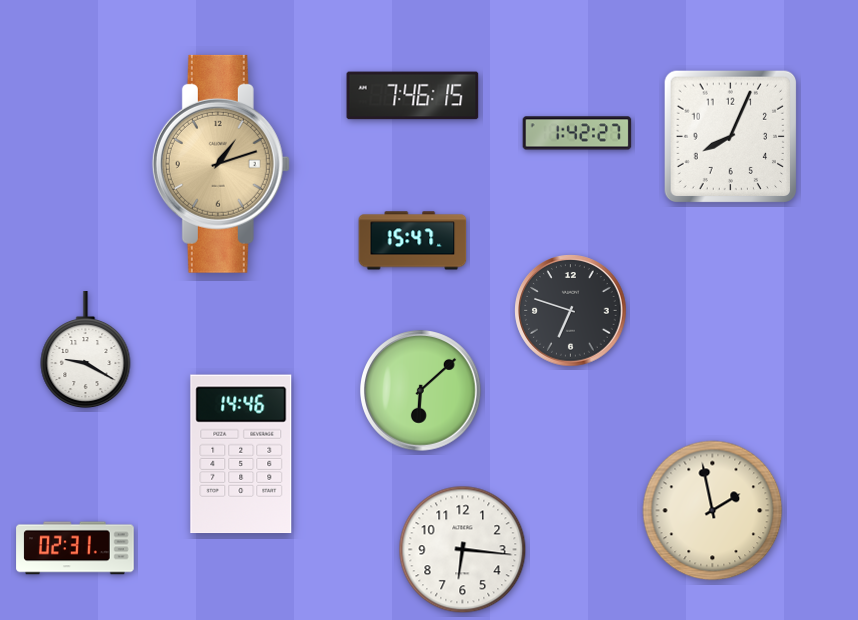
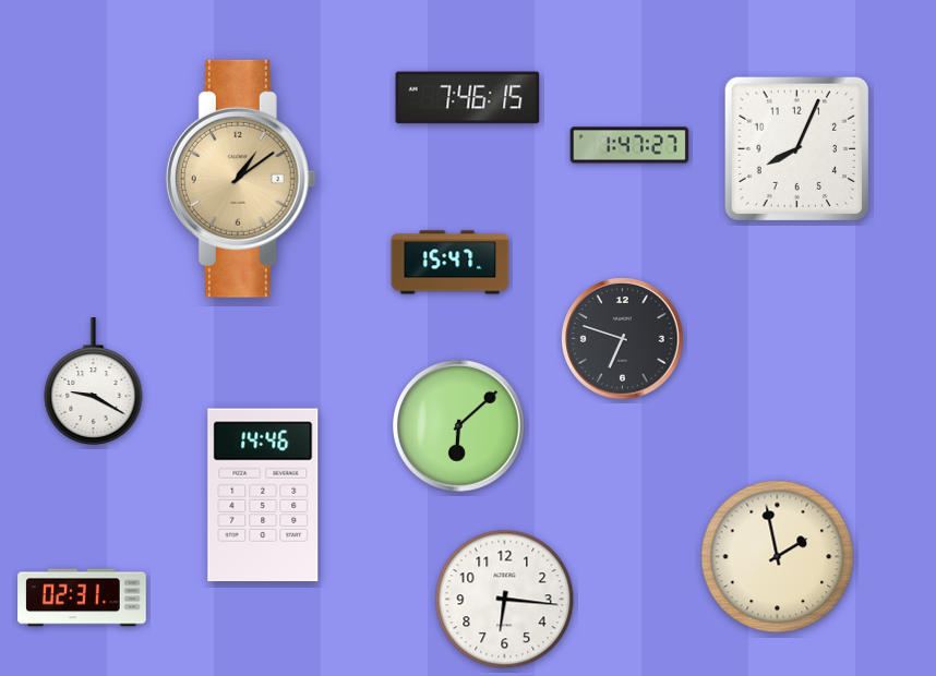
clock at (413, 96) position: (413, 96) -> (468, 98)
clock at (577, 133): 1:42 -> 1:47
clock at (221, 164): 1:12 -> 1:09
